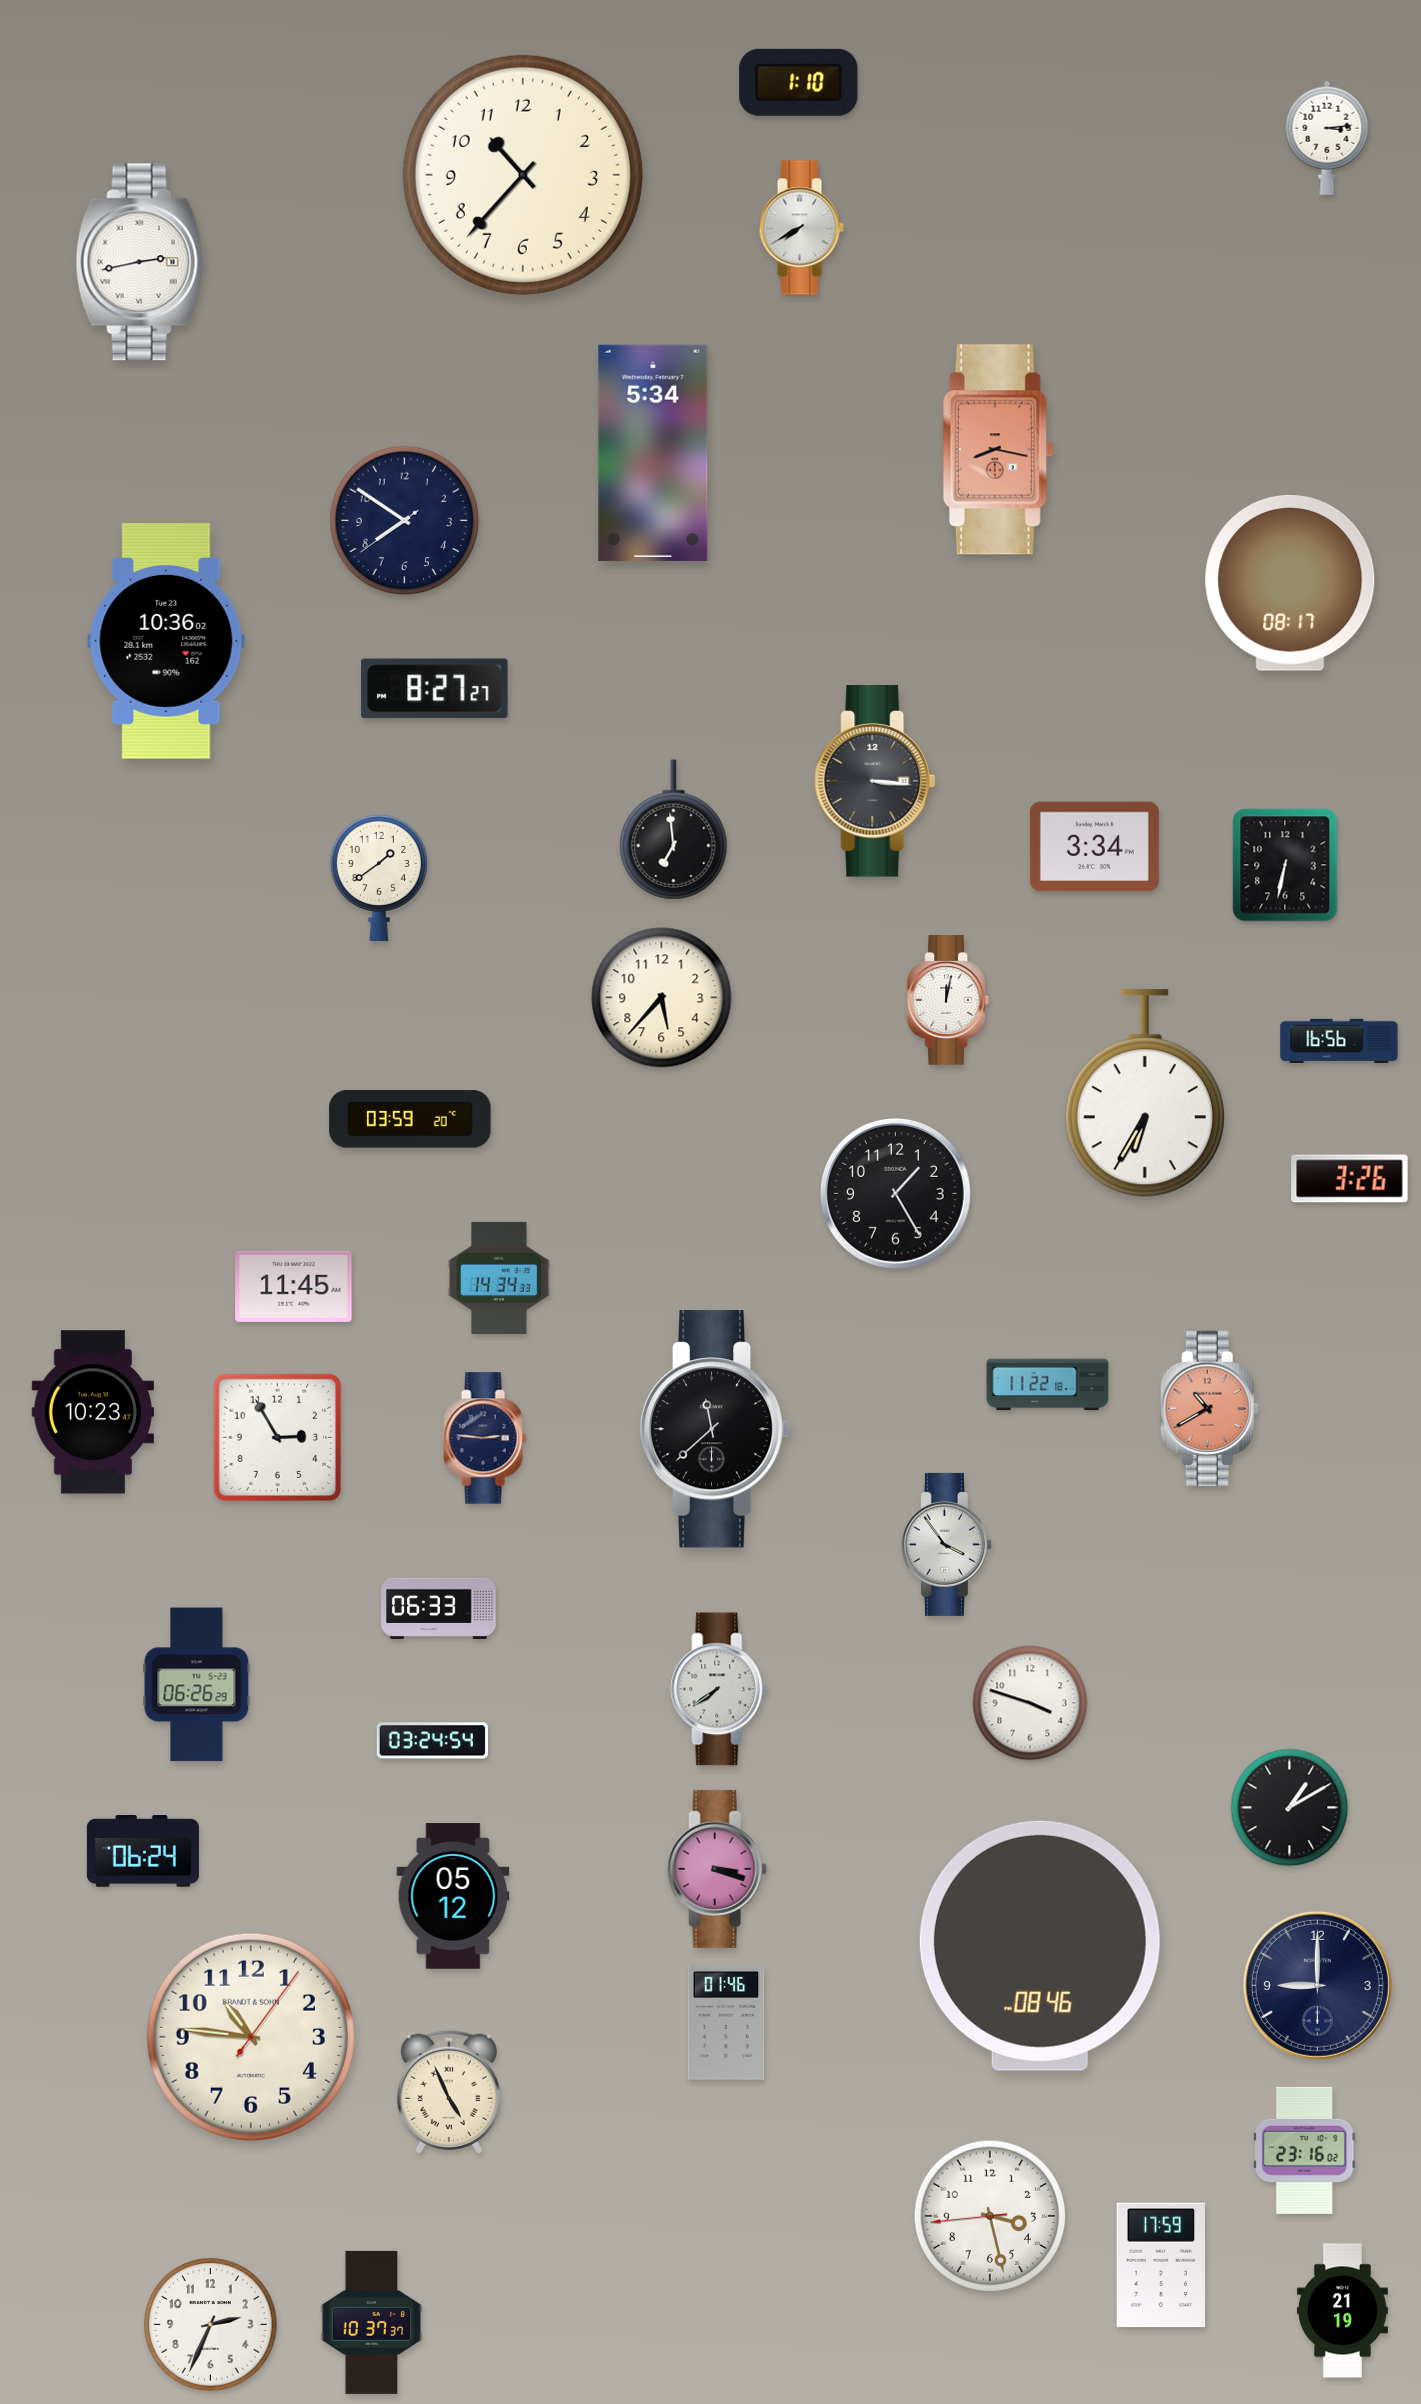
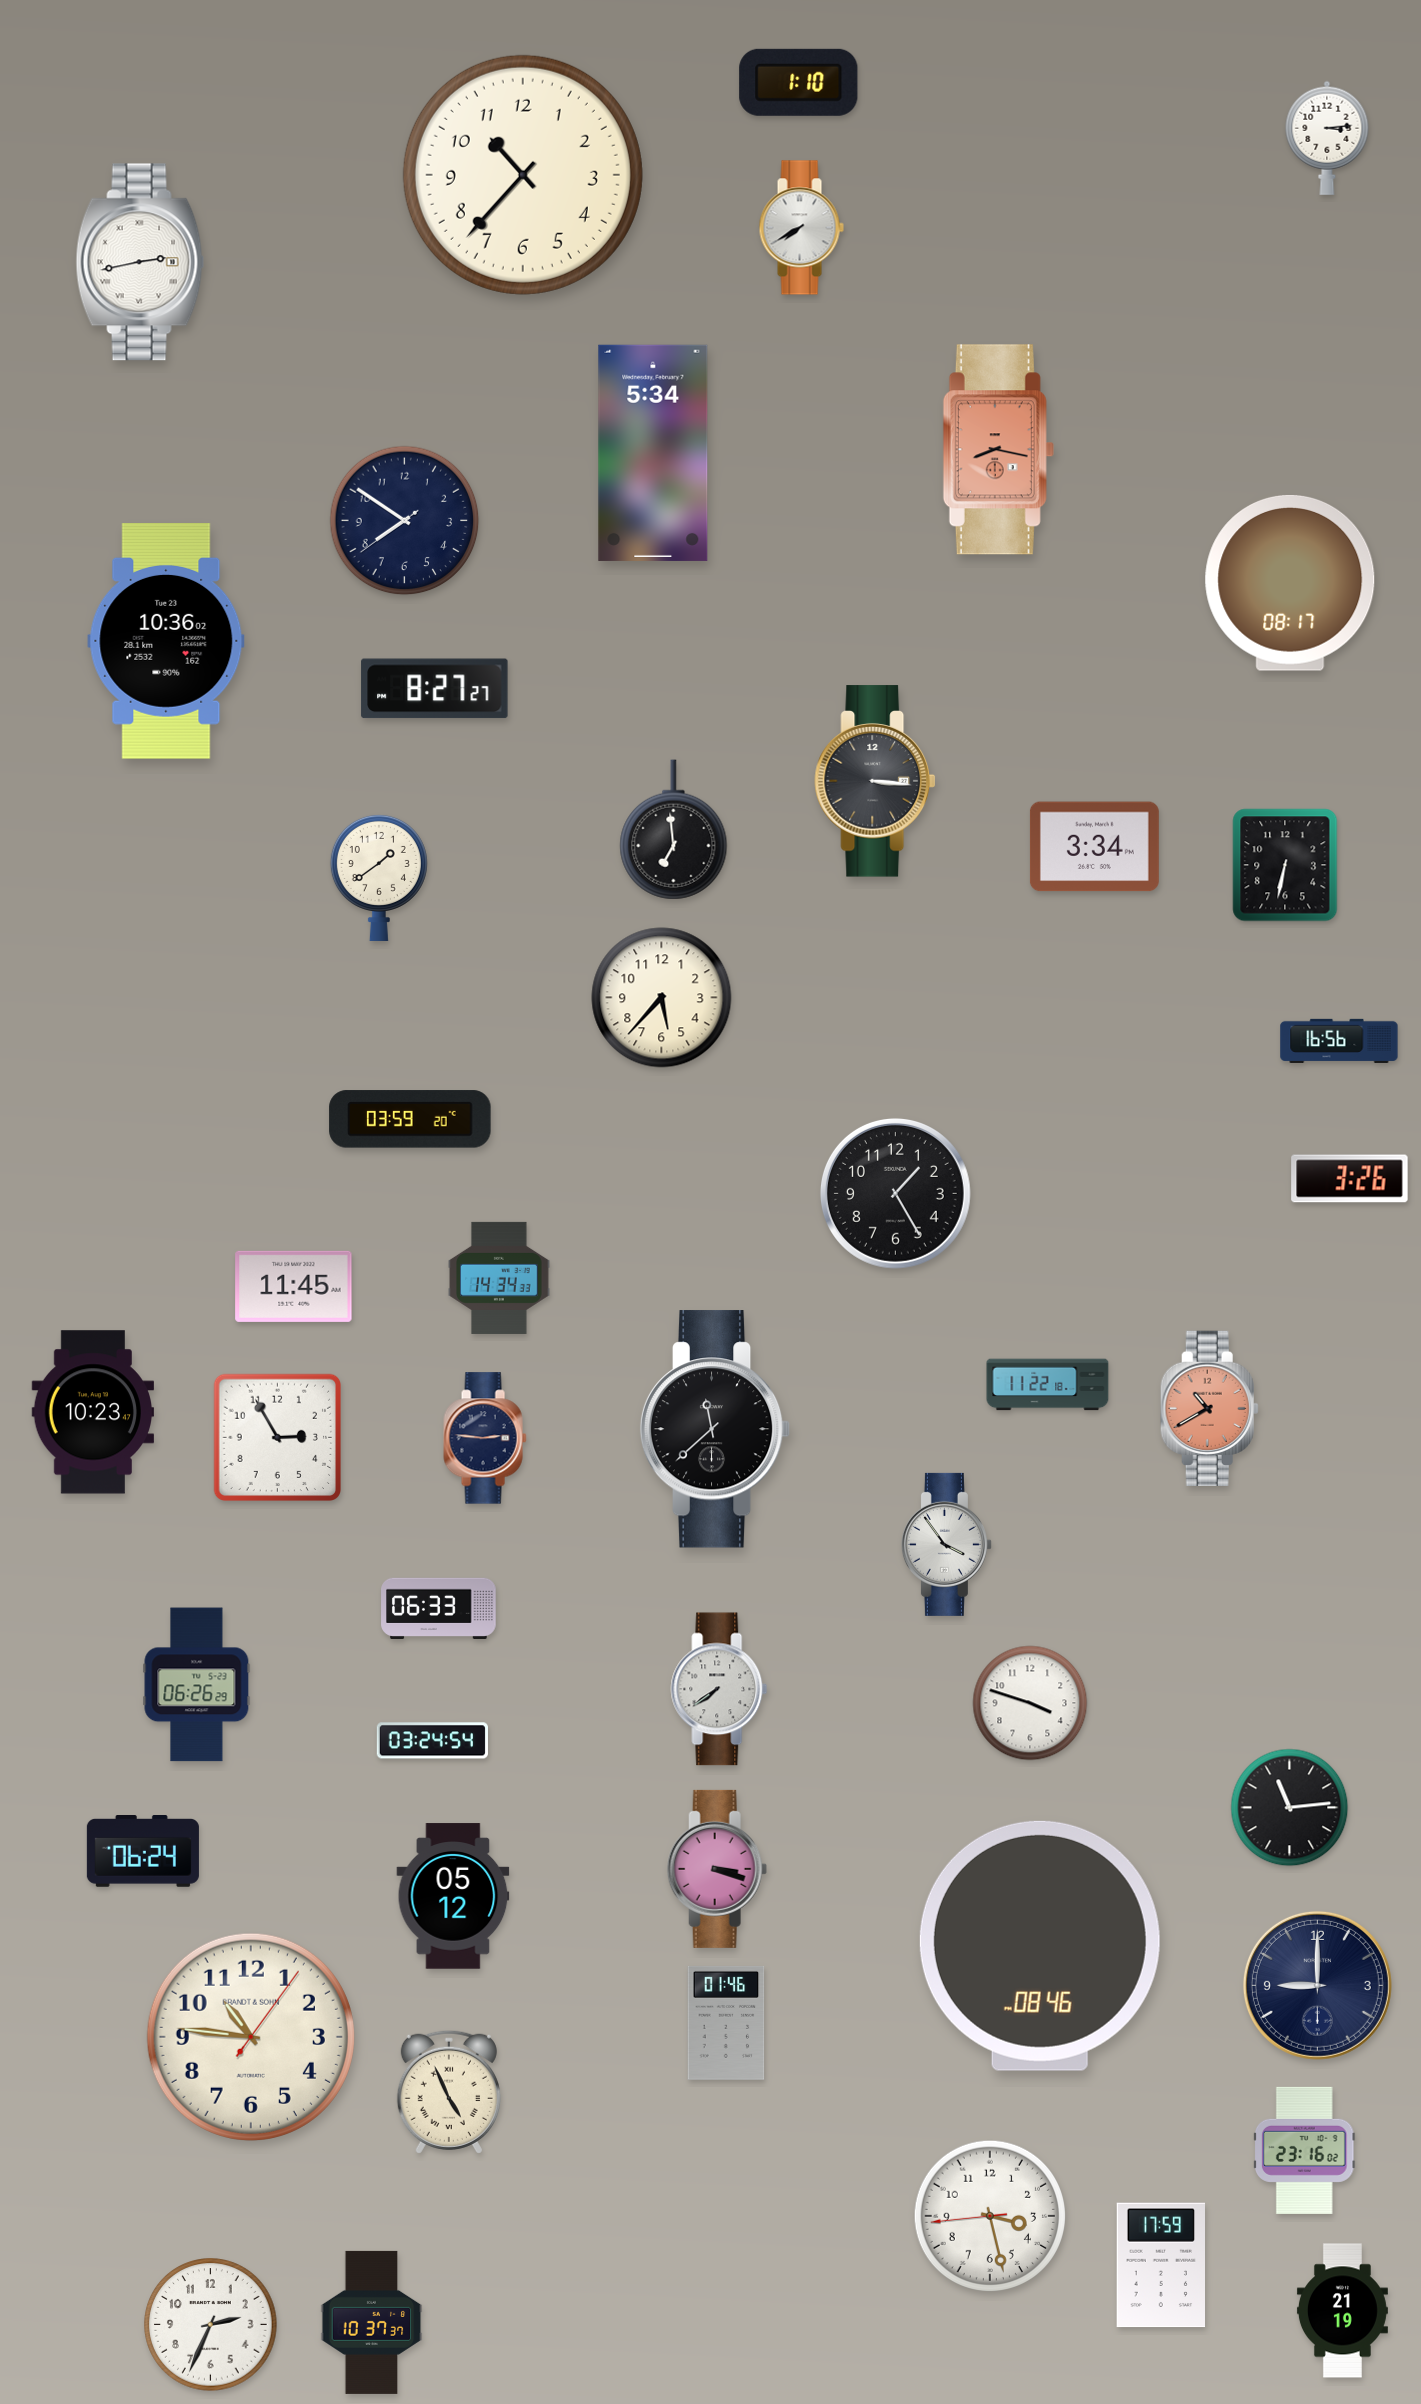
clock at (947, 1001): 12:02 -> none
clock at (1145, 1094): 6:35 -> none
clock at (1290, 1808): 1:10 -> 11:14
